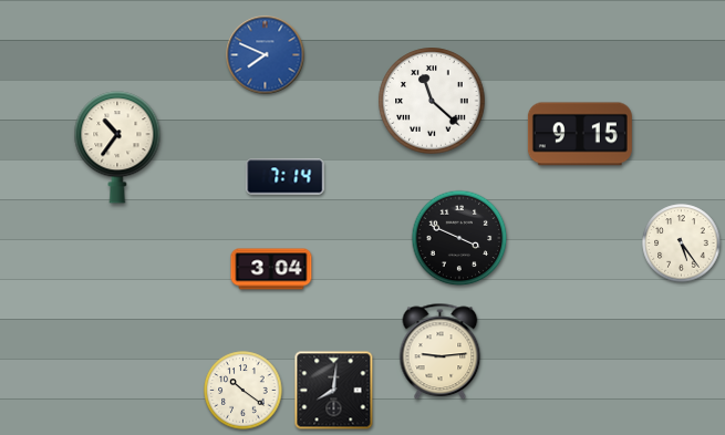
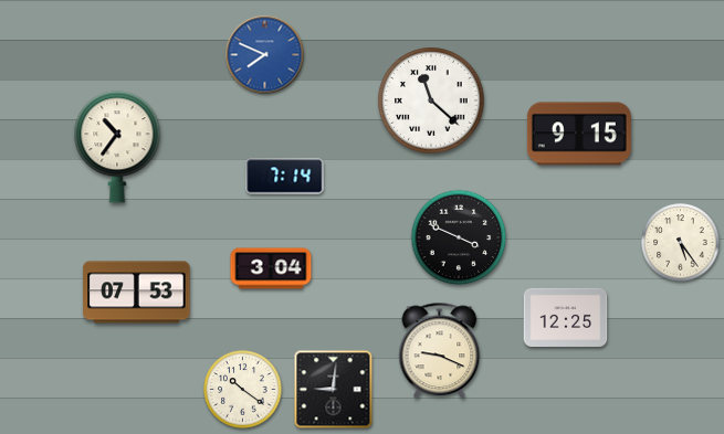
clock at (137, 293): none -> 07:53
clock at (566, 317): none -> 12:25
clock at (441, 352): 9:14 -> 9:19
clock at (334, 391): 8:01 -> 9:01
